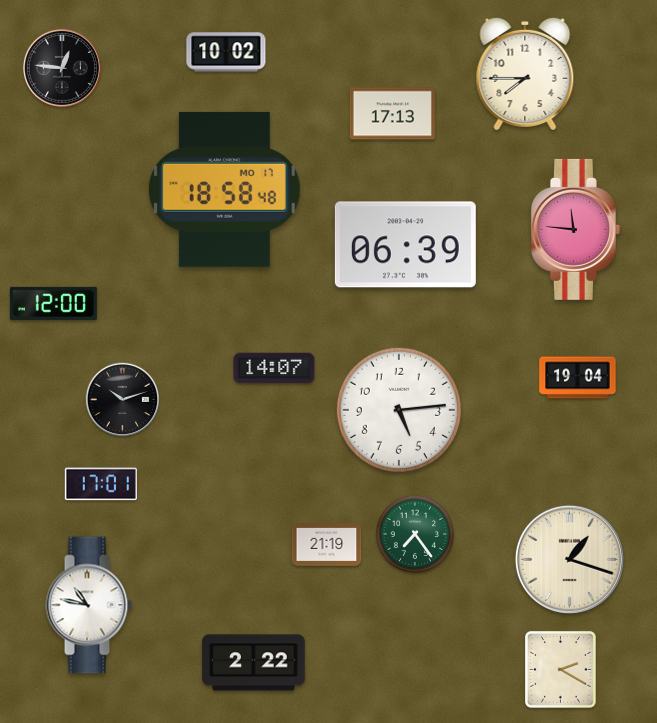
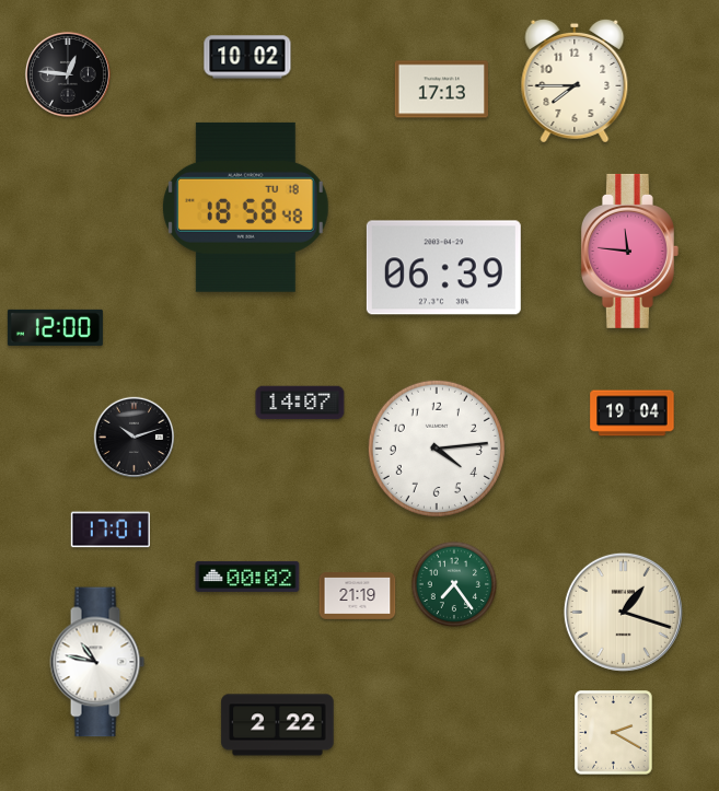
clock at (392, 114) position: (392, 114) -> (441, 90)
clock at (224, 189) date: MO 17 -> TU 18
clock at (53, 303) position: (53, 303) -> (55, 327)
clock at (399, 410): 5:14 -> 4:14
clock at (247, 577): none -> 00:02
